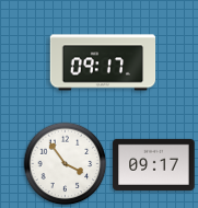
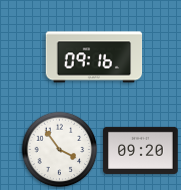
clock at (103, 62): 09:17 -> 09:16
clock at (154, 164): 09:17 -> 09:20
